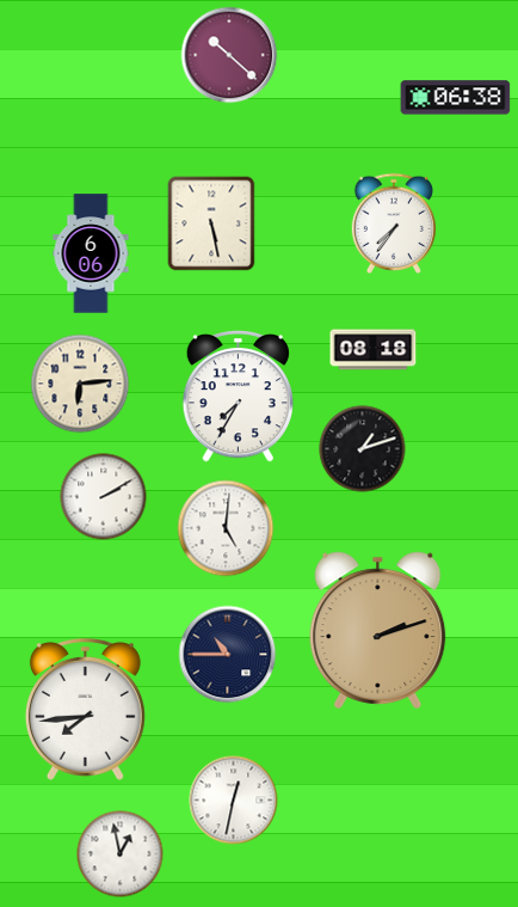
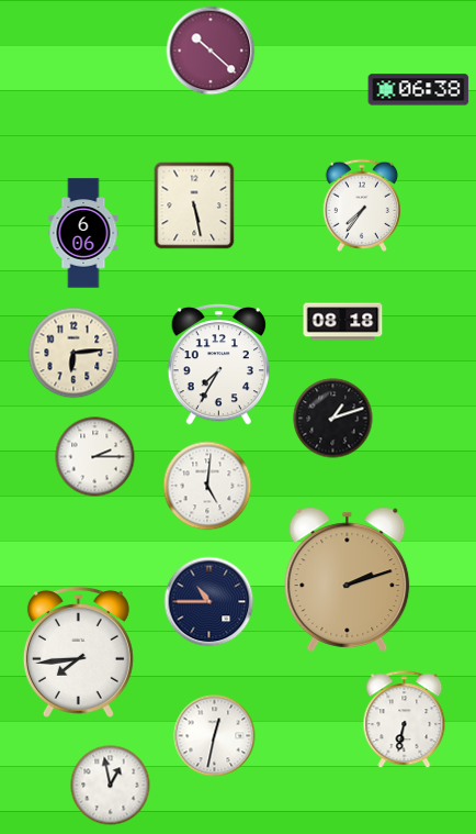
clock at (363, 449) position: (363, 449) -> (333, 419)
clock at (104, 497): 2:10 -> 2:15
clock at (405, 720): none -> 6:32
